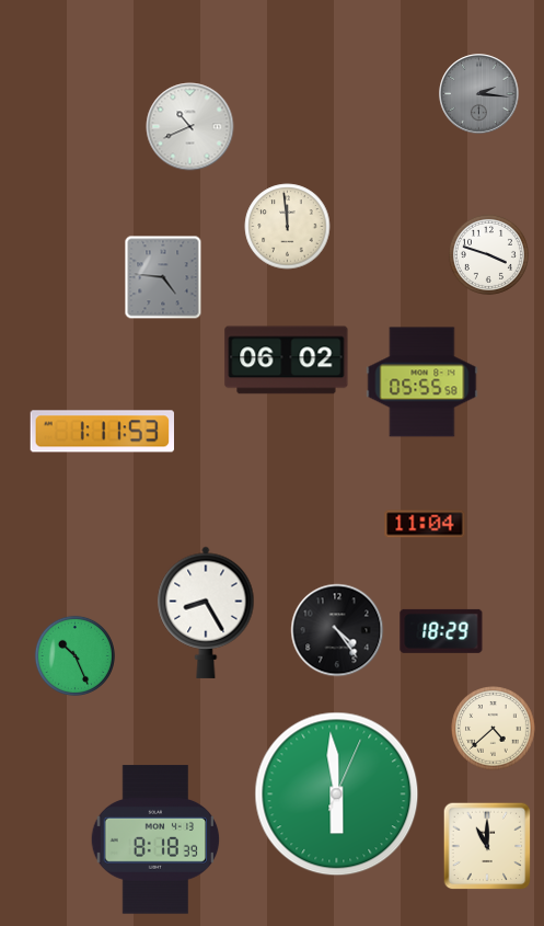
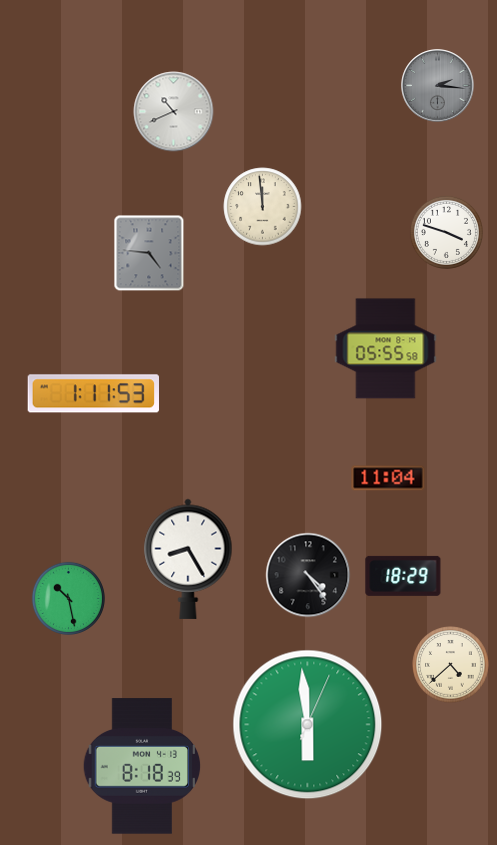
clock at (190, 127) position: (190, 127) -> (174, 112)
clock at (287, 361): 06:02 -> none
clock at (74, 655): 10:26 -> 10:28
clock at (487, 846): 11:00 -> none
